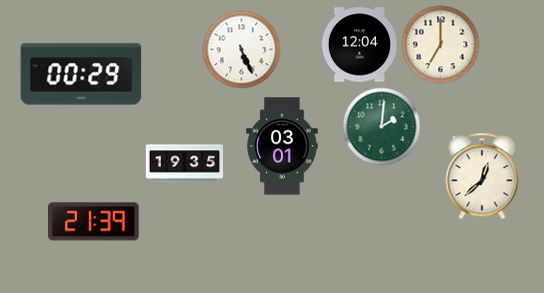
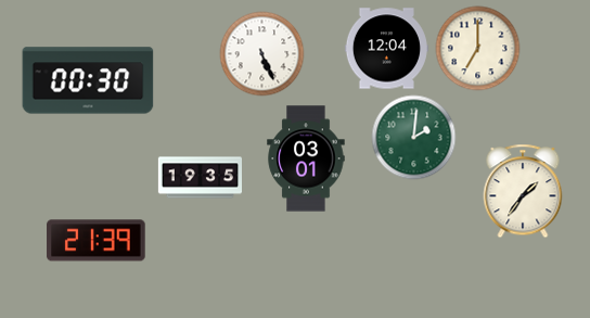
clock at (359, 45) position: (359, 45) -> (386, 49)
clock at (81, 74): 00:29 -> 00:30
clock at (482, 176): 12:38 -> 1:36
clock at (94, 222) position: (94, 222) -> (97, 241)
